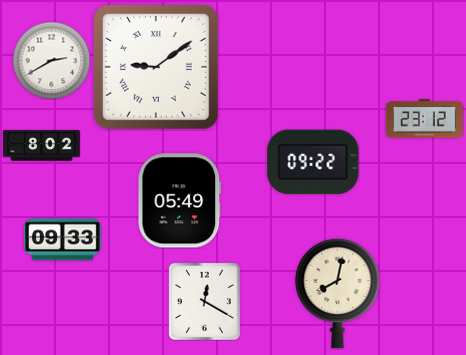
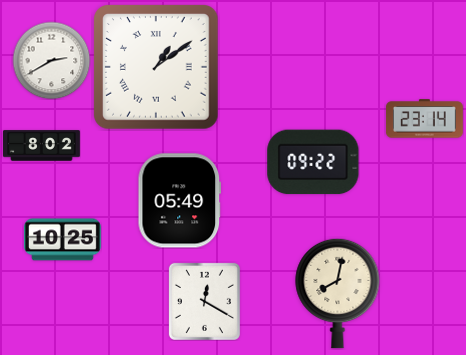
clock at (157, 68): 9:09 -> 1:09
clock at (424, 119): 23:12 -> 23:14
clock at (63, 240): 09:33 -> 10:25
